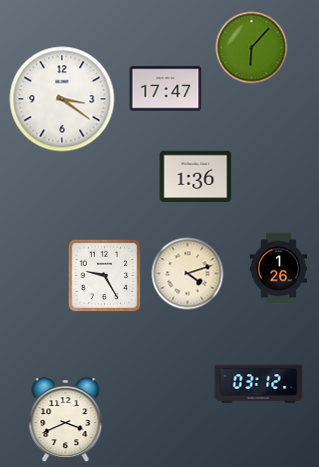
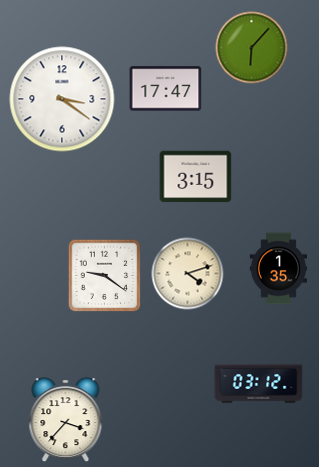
clock at (196, 177): 1:36 -> 3:15
clock at (278, 269): 1:26 -> 1:35
clock at (105, 276): 9:25 -> 9:21
clock at (66, 420): 3:41 -> 3:37
